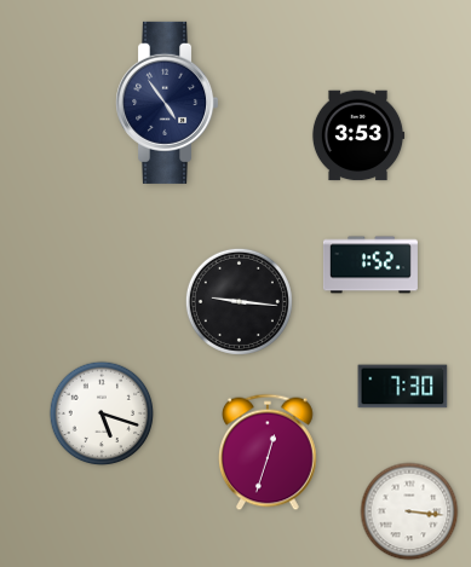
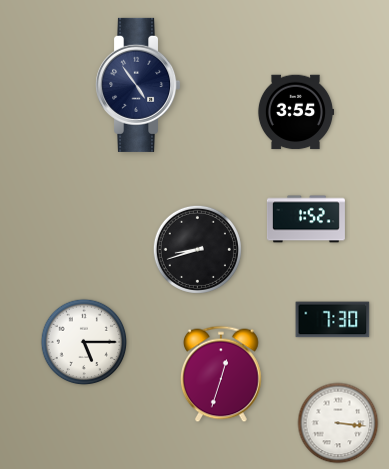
clock at (358, 135): 3:53 -> 3:55
clock at (239, 301): 9:16 -> 8:42
clock at (102, 413): 5:18 -> 5:15
